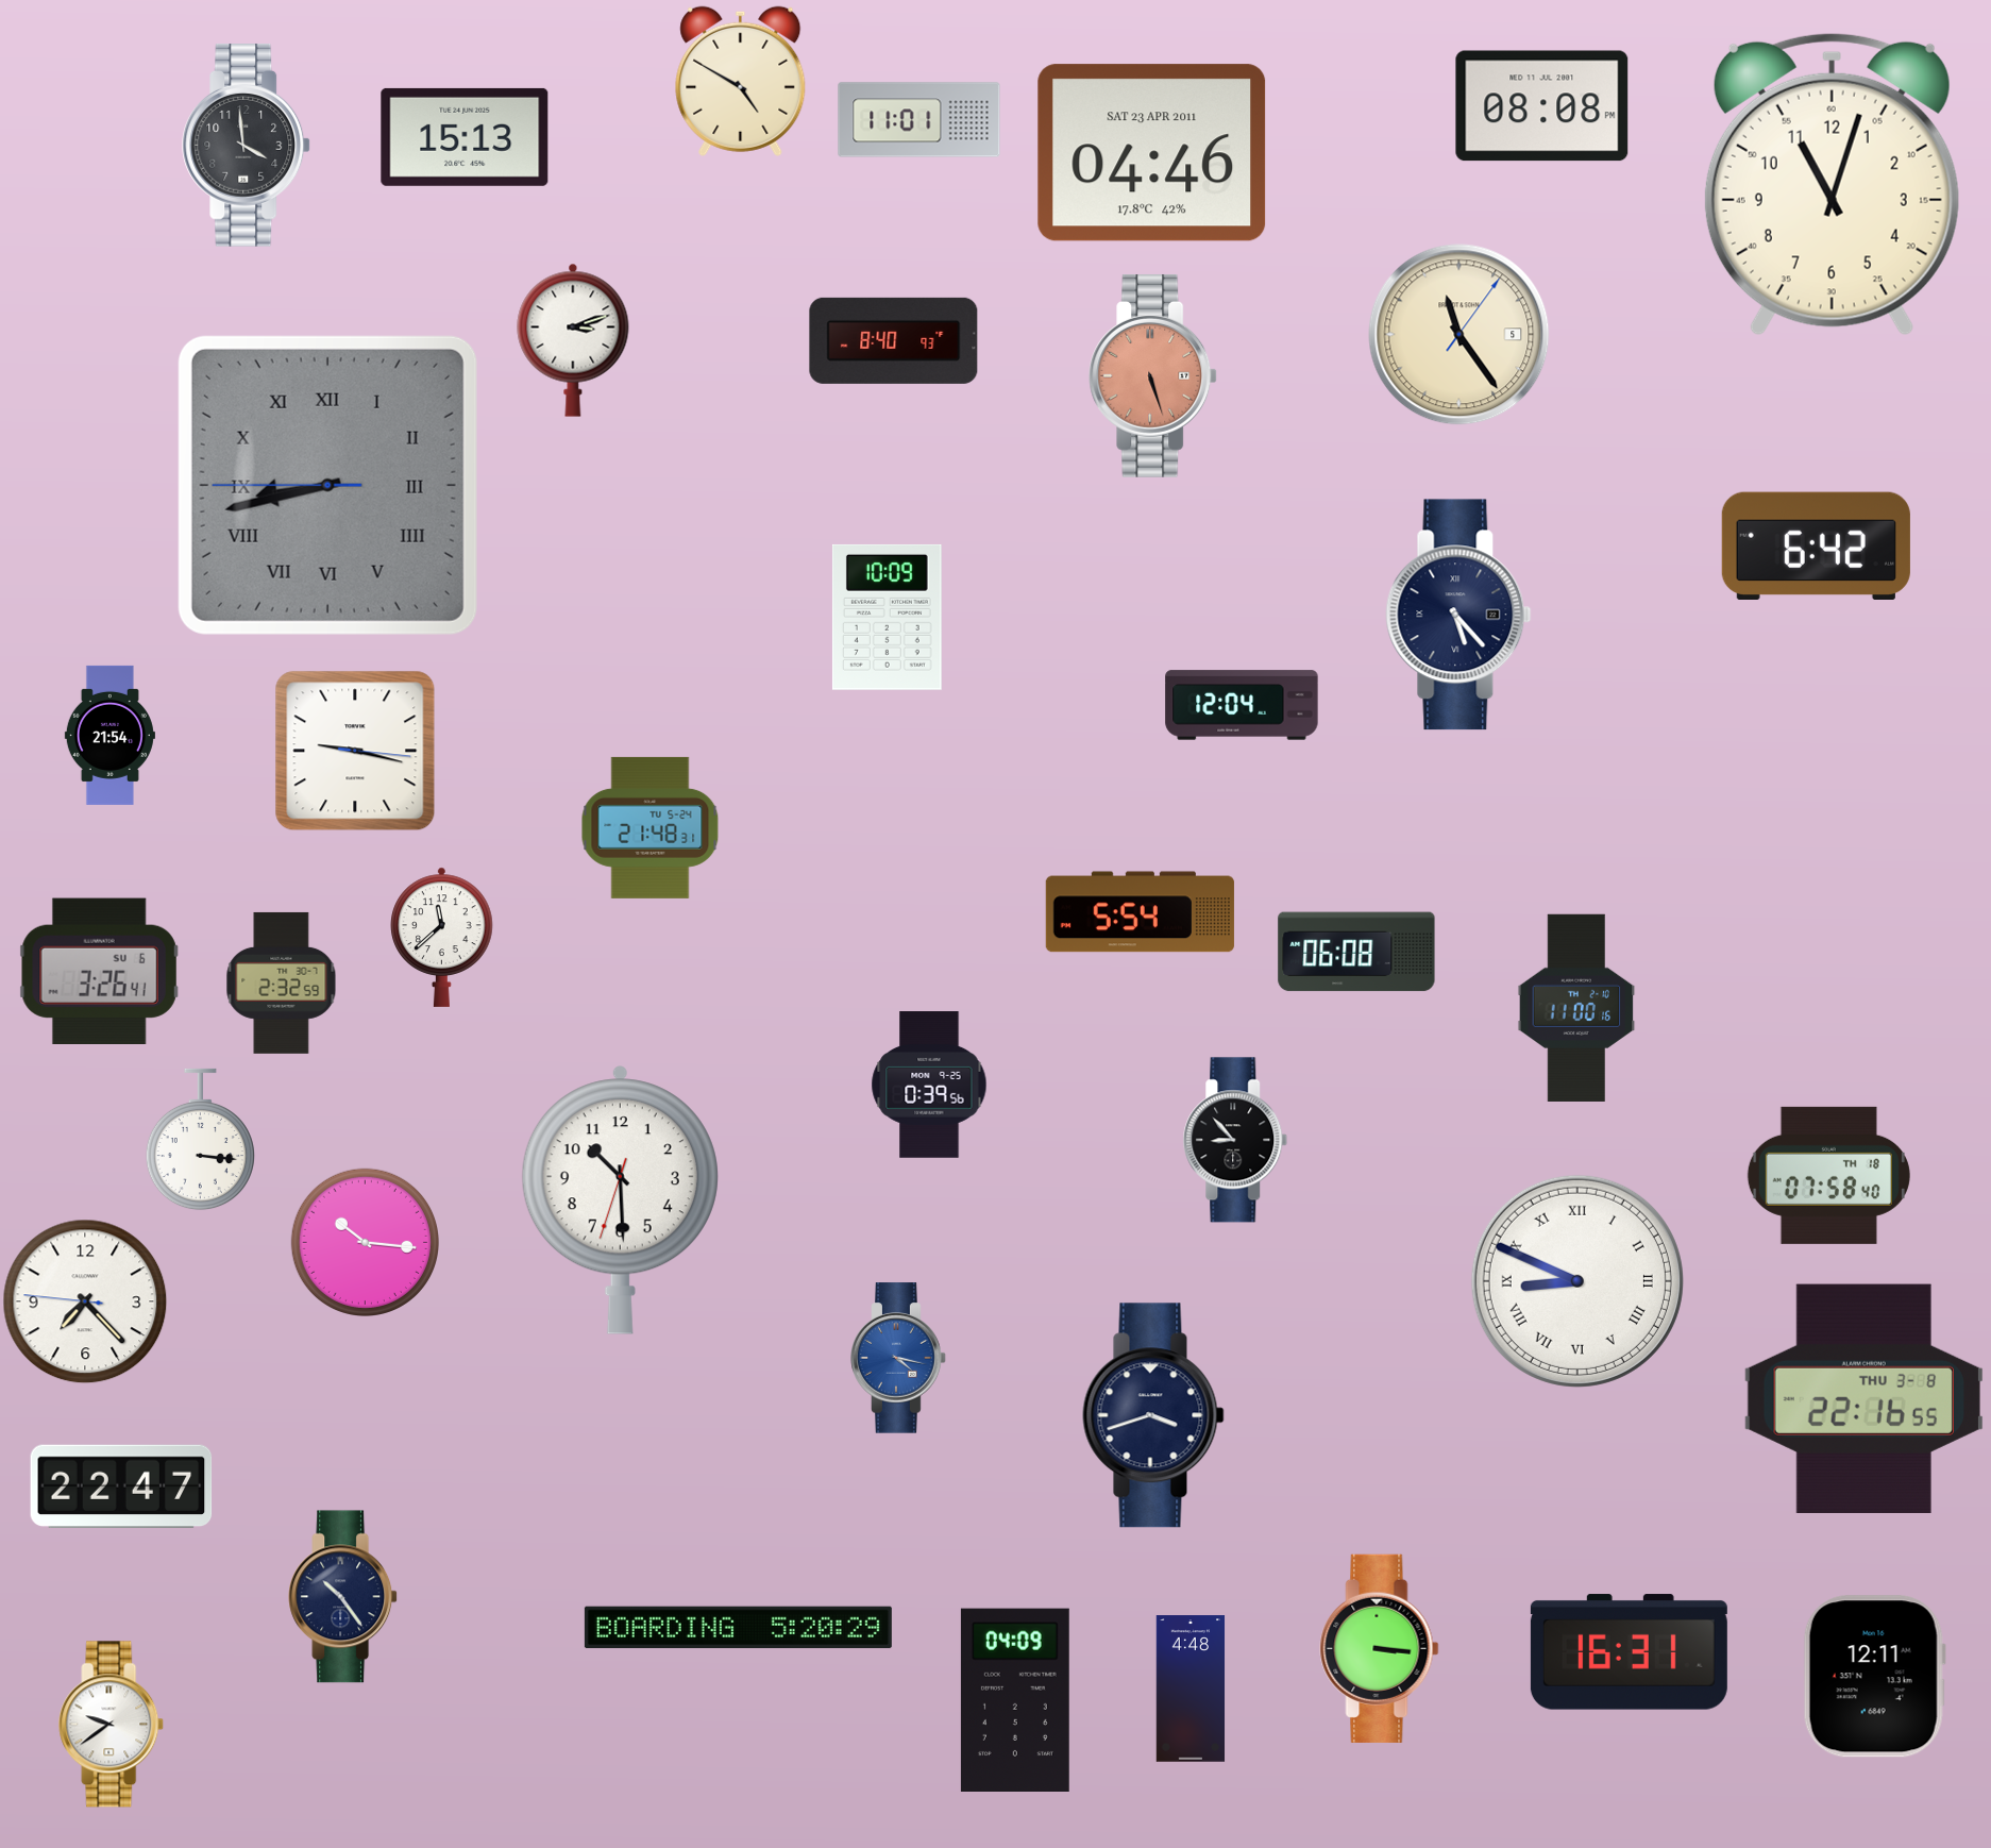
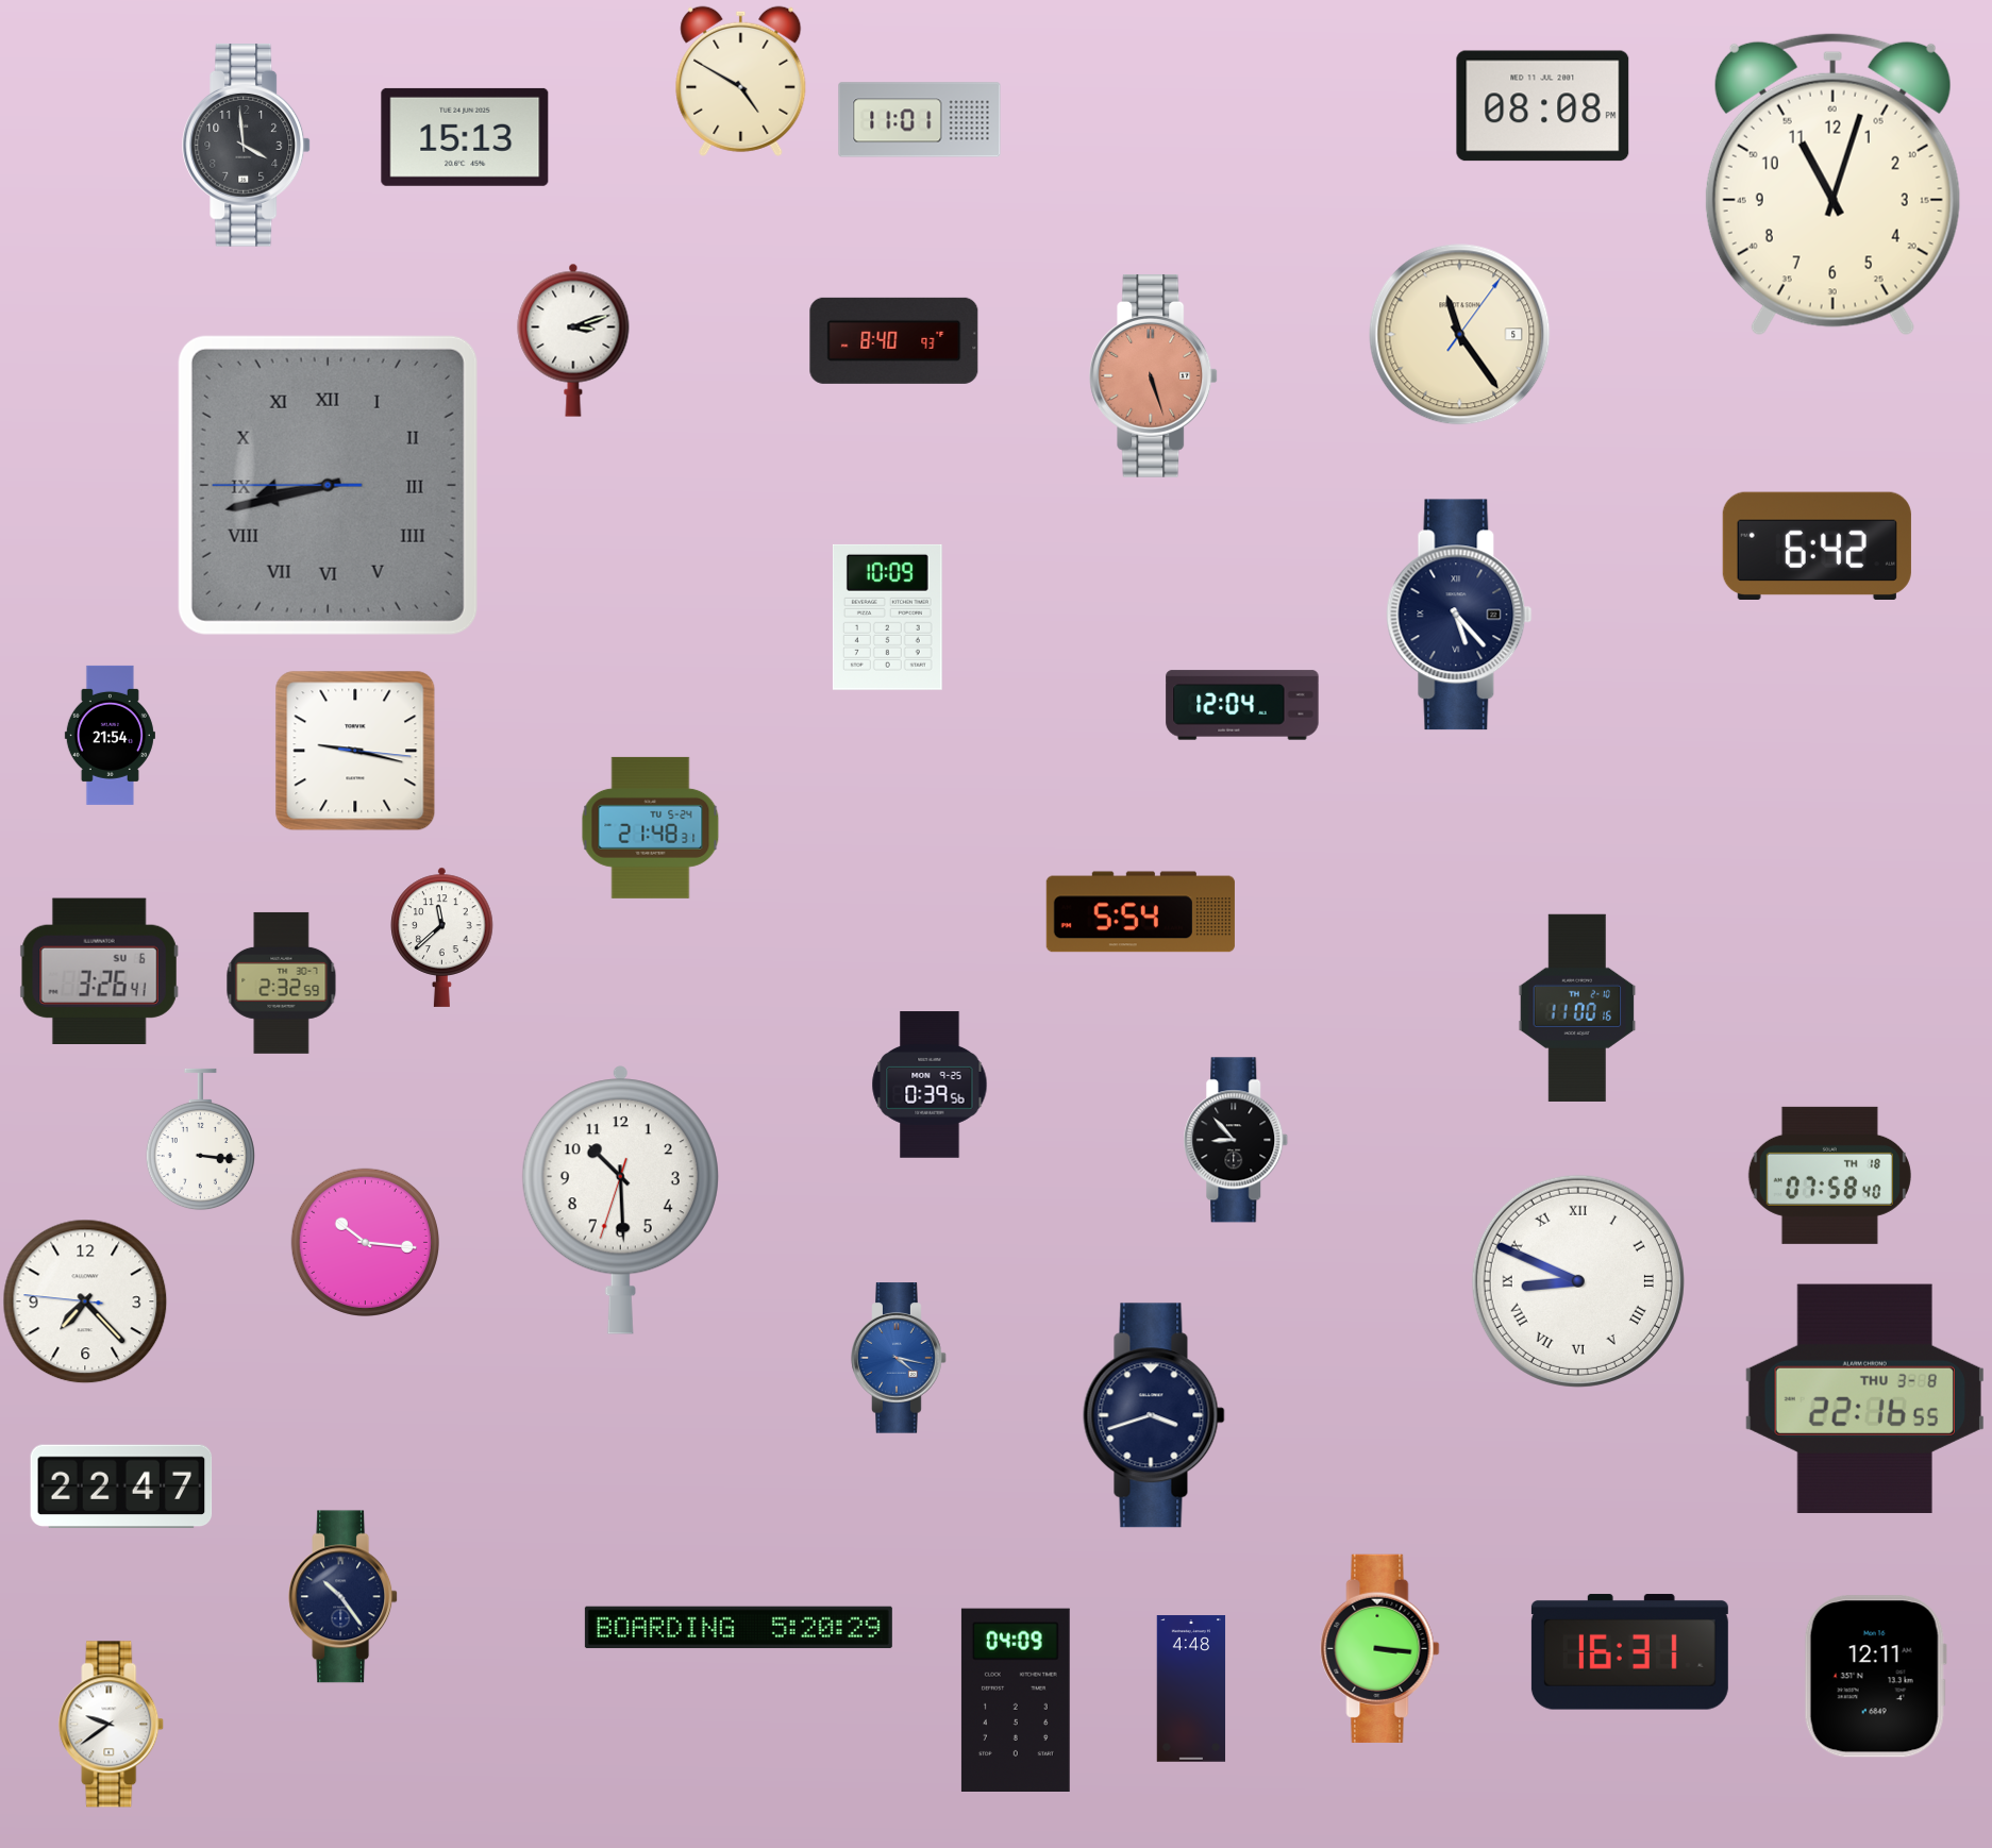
clock at (1152, 153): 04:46 -> none
clock at (1356, 952): 06:08 -> none
